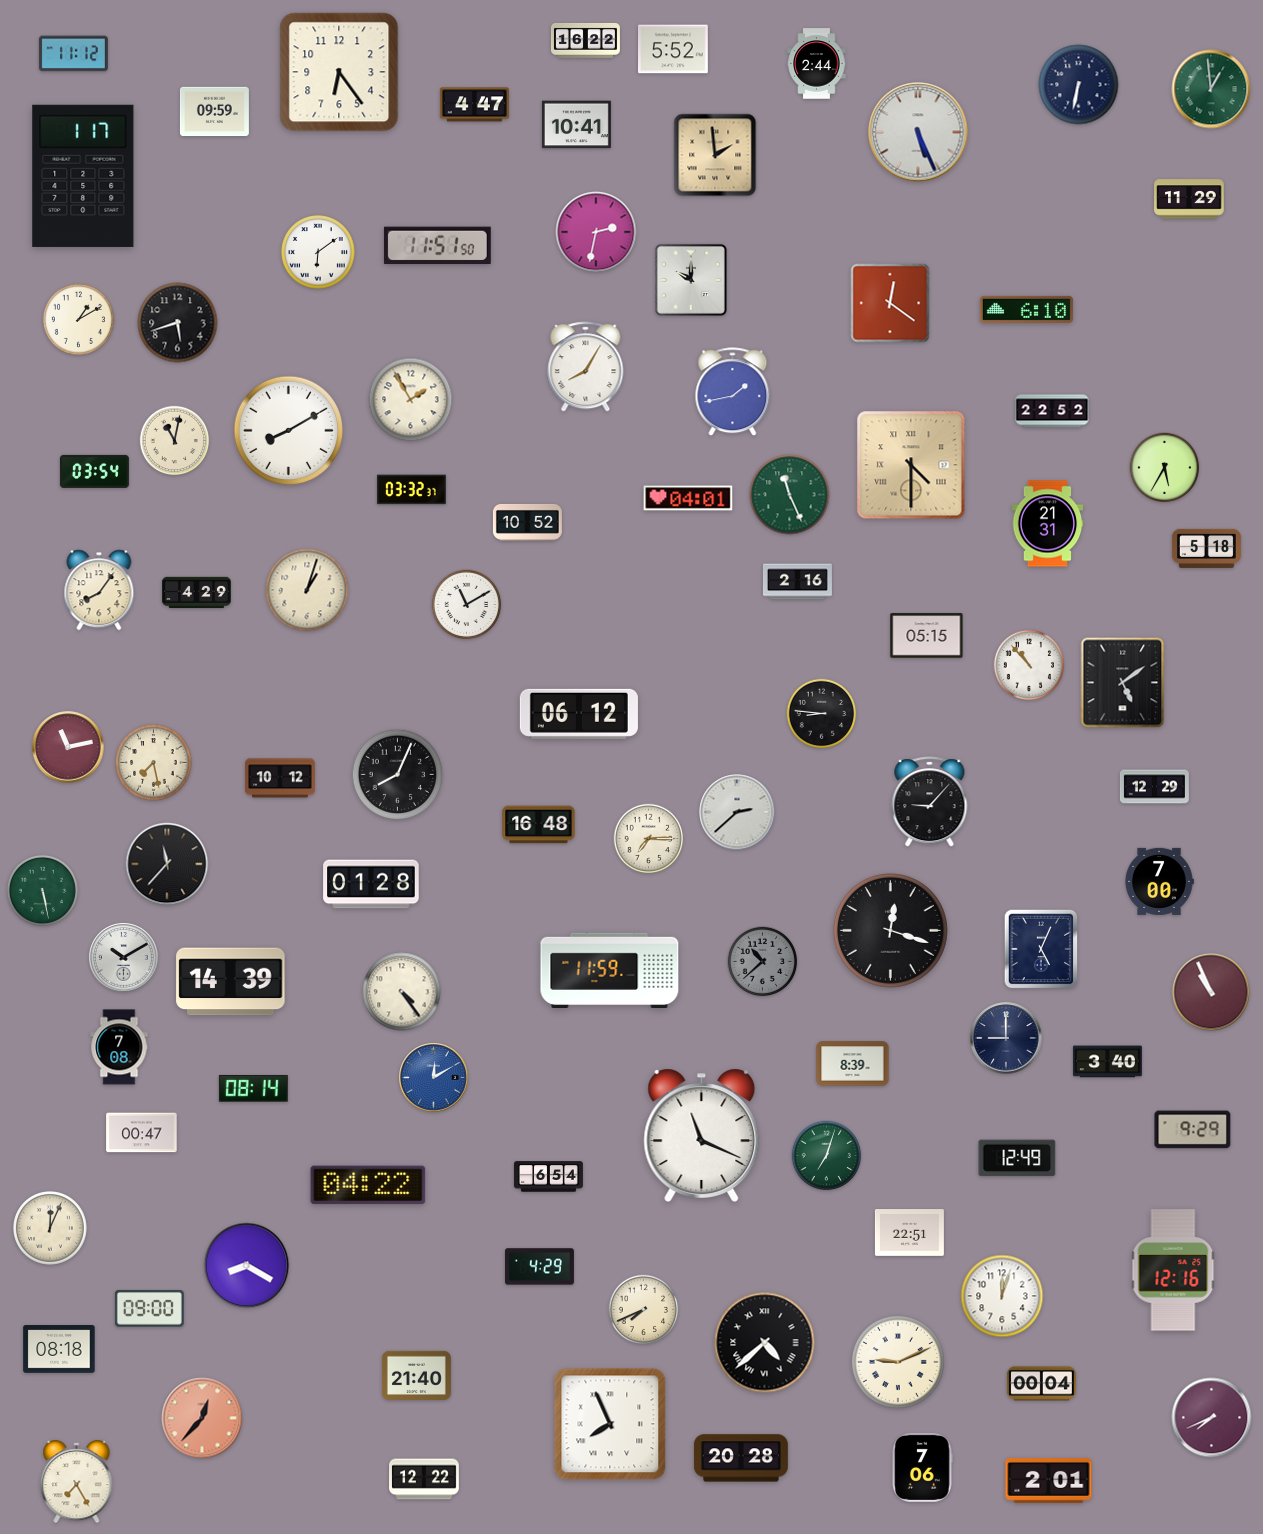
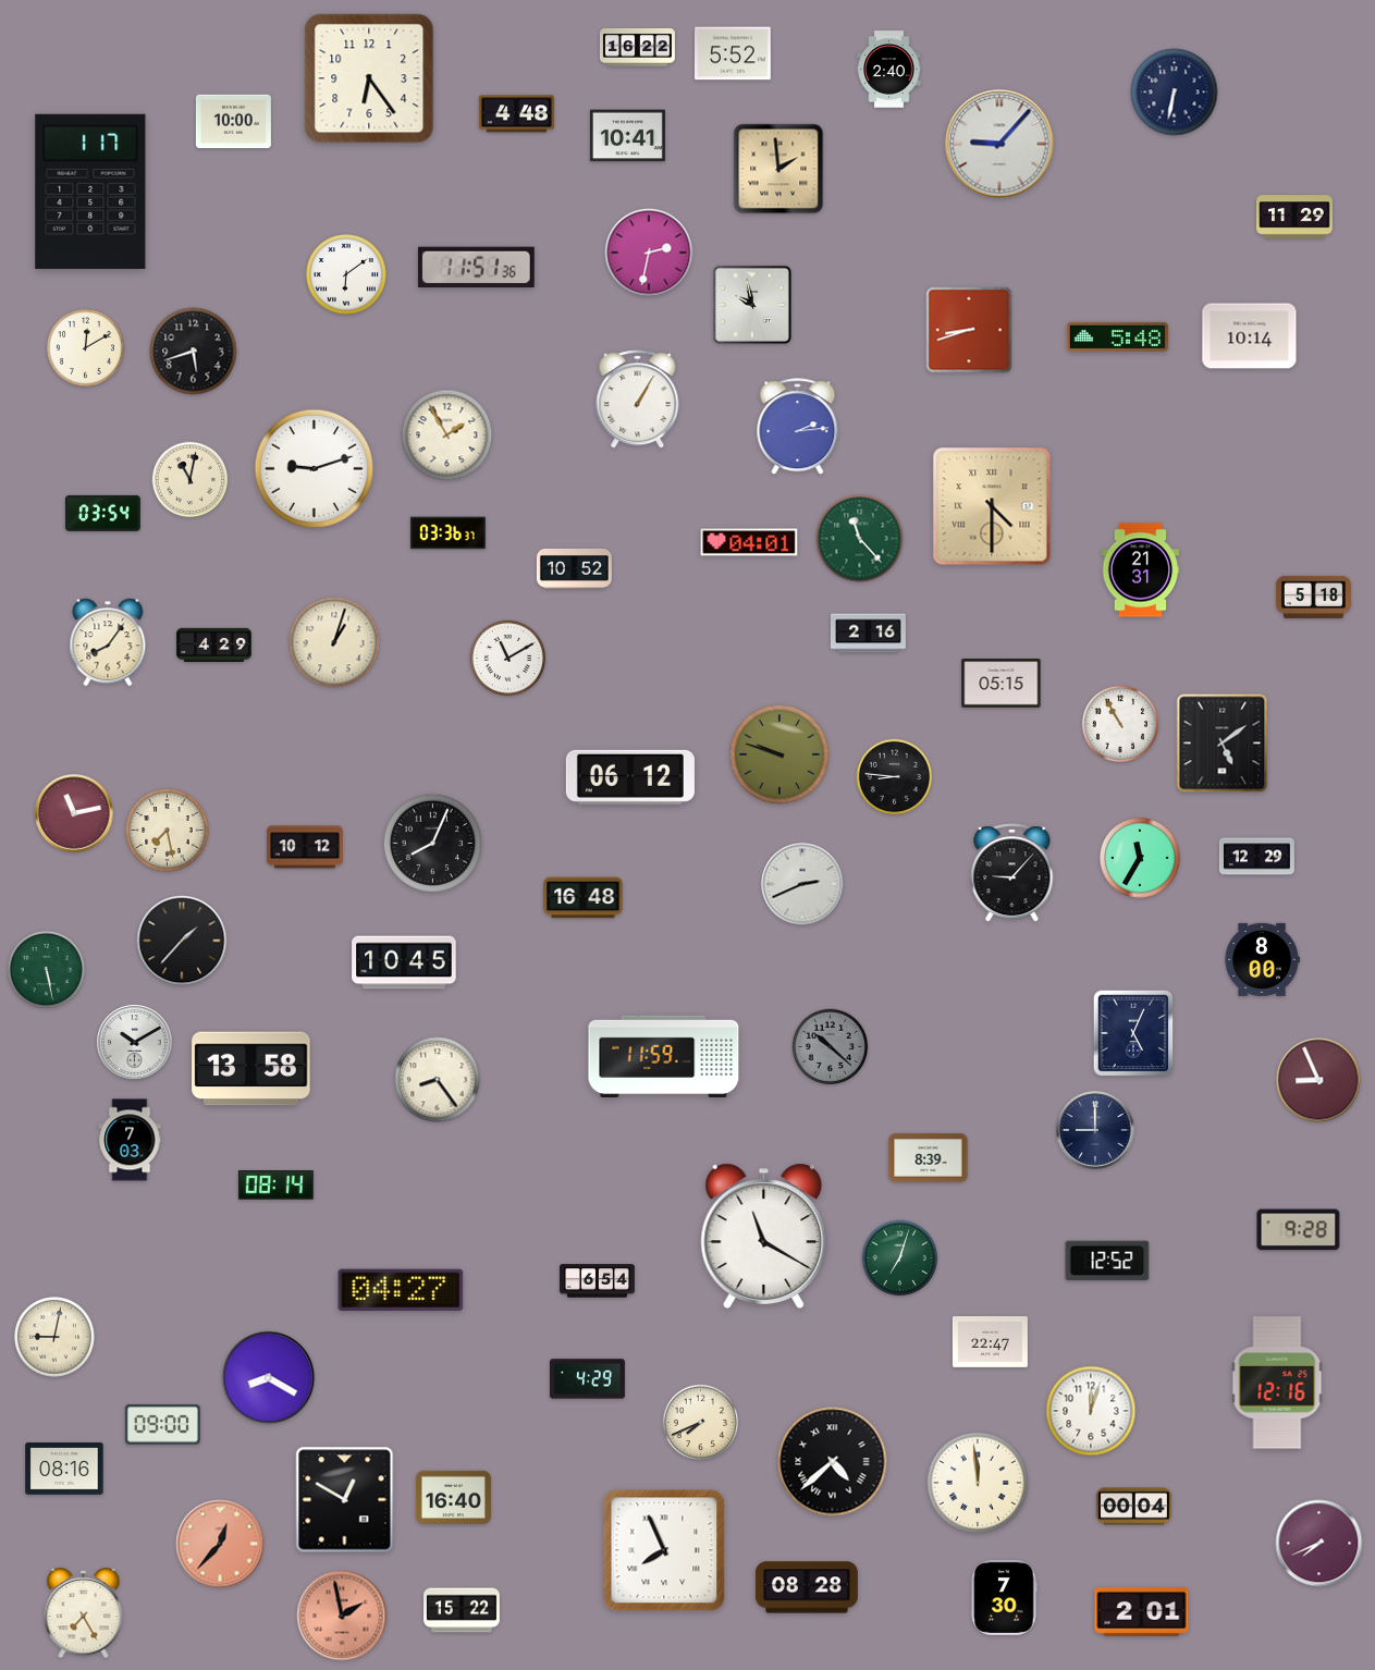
clock at (585, 40) position: (585, 40) -> (637, 47)
clock at (73, 54): 11:12 -> none
clock at (817, 64): 2:44 -> 2:40
clock at (1211, 89): 12:59 -> none
clock at (474, 105): 4:47 -> 4:48
clock at (214, 112): 09:59 -> 10:00
clock at (918, 132): 5:26 -> 9:07
clock at (437, 246): 11:51:50 -> 11:51:36
clock at (691, 280): 10:00 -> 9:58
clock at (890, 303): 12:21 -> 8:42
clock at (1026, 309): 6:10 -> 5:48
clock at (1250, 336): none -> 10:14
clock at (78, 319): 1:10 -> 12:10
clock at (586, 367): 8:05 -> 1:05
clock at (733, 392): 1:43 -> 2:14
clock at (1052, 411): 22:52 -> none
clock at (289, 431): 8:10 -> 9:12
clock at (1165, 468): 5:35 -> none
clock at (411, 490): 03:32 -> 03:36
clock at (790, 495): 11:26 -> 11:23
clock at (927, 636) position: (927, 636) -> (1002, 684)
clock at (1028, 664): 10:53 -> 10:55
clock at (779, 754): none -> 9:48
clock at (1140, 858): none -> 11:35
clock at (737, 812): 2:38 -> 2:41
clock at (539, 825) position: (539, 825) -> (584, 898)
clock at (649, 839): 7:15 -> none
clock at (167, 864): 11:37 -> 1:37
clock at (1159, 881): 7:00 -> 8:00
clock at (371, 884): 01:28 -> 10:45
clock at (890, 930): 12:18 -> none
clock at (763, 962): 10:38 -> 10:22
clock at (231, 982): 14:39 -> 13:58
clock at (402, 992): 4:24 -> 8:24
clock at (1211, 992): 10:56 -> 8:56
clock at (119, 1047): 7:08 -> 7:03
clock at (1107, 1062): 3:40 -> none
clock at (434, 1078): 12:10 -> none
clock at (1193, 1130): 9:29 -> 9:28
clock at (142, 1133): 00:47 -> none
clock at (702, 1135): 11:19 -> 11:20
clock at (1017, 1158): 12:49 -> 12:52
clock at (368, 1185): 04:22 -> 04:27
clock at (50, 1228): 12:04 -> 9:02
clock at (909, 1233): 22:51 -> 22:47
clock at (644, 1310) position: (644, 1310) -> (701, 1423)
clock at (59, 1349): 08:18 -> 08:16
clock at (898, 1362): 9:11 -> 11:59
clock at (416, 1375): 21:40 -> 16:40
clock at (345, 1500): none -> 12:50
clock at (741, 1458): 20:28 -> 08:28
clock at (922, 1467): 7:06 -> 7:30
clock at (424, 1479): 12:22 -> 15:22
clock at (342, 1616): none -> 1:58
